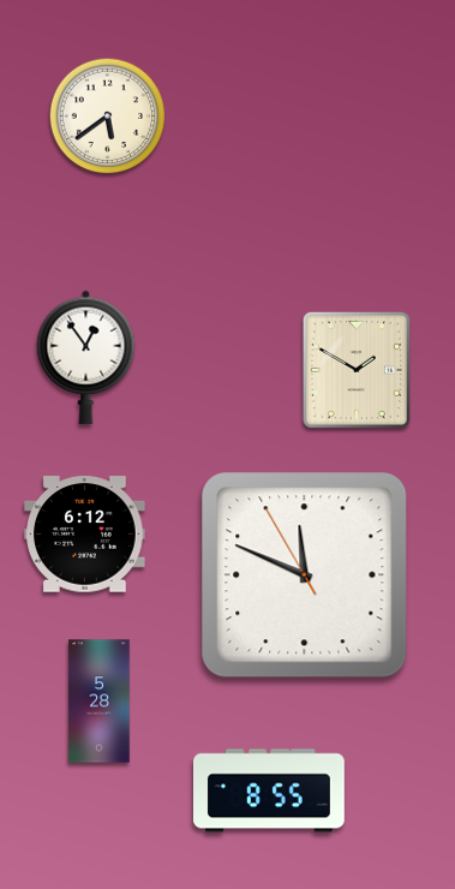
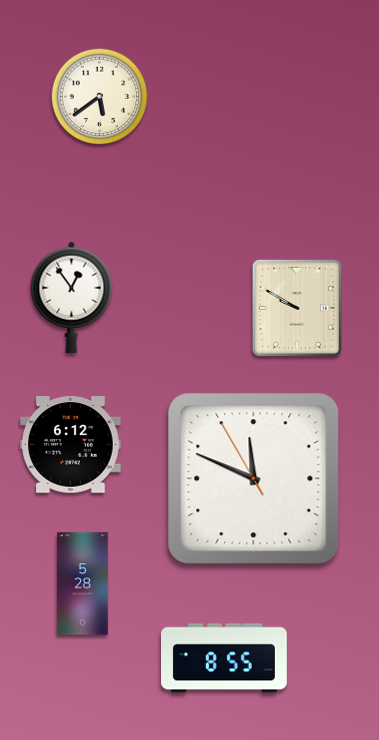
clock at (108, 117) position: (108, 117) -> (100, 97)
clock at (357, 370): 1:50 -> 9:50
